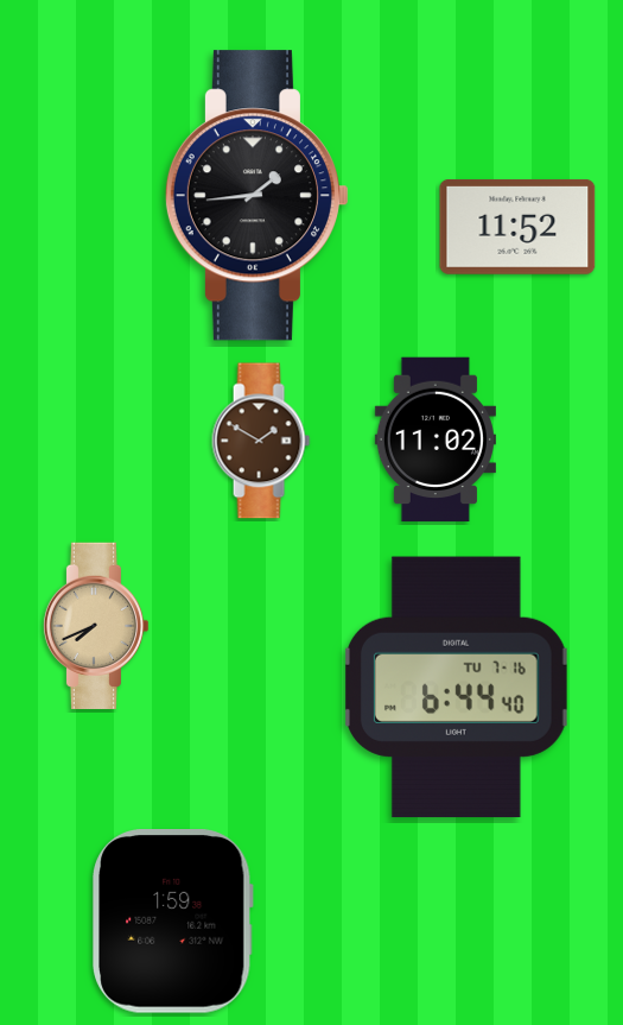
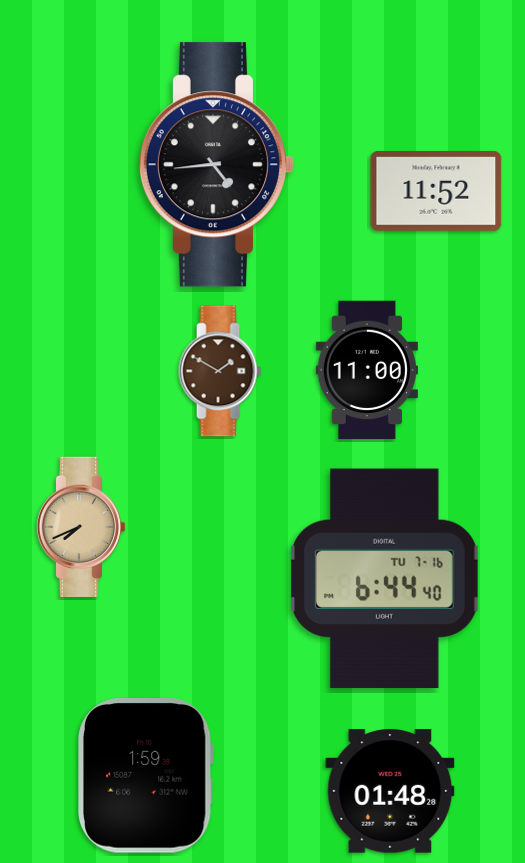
clock at (256, 196): 1:44 -> 4:44
clock at (436, 439): 11:02 -> 11:00
clock at (390, 791): none -> 01:48
